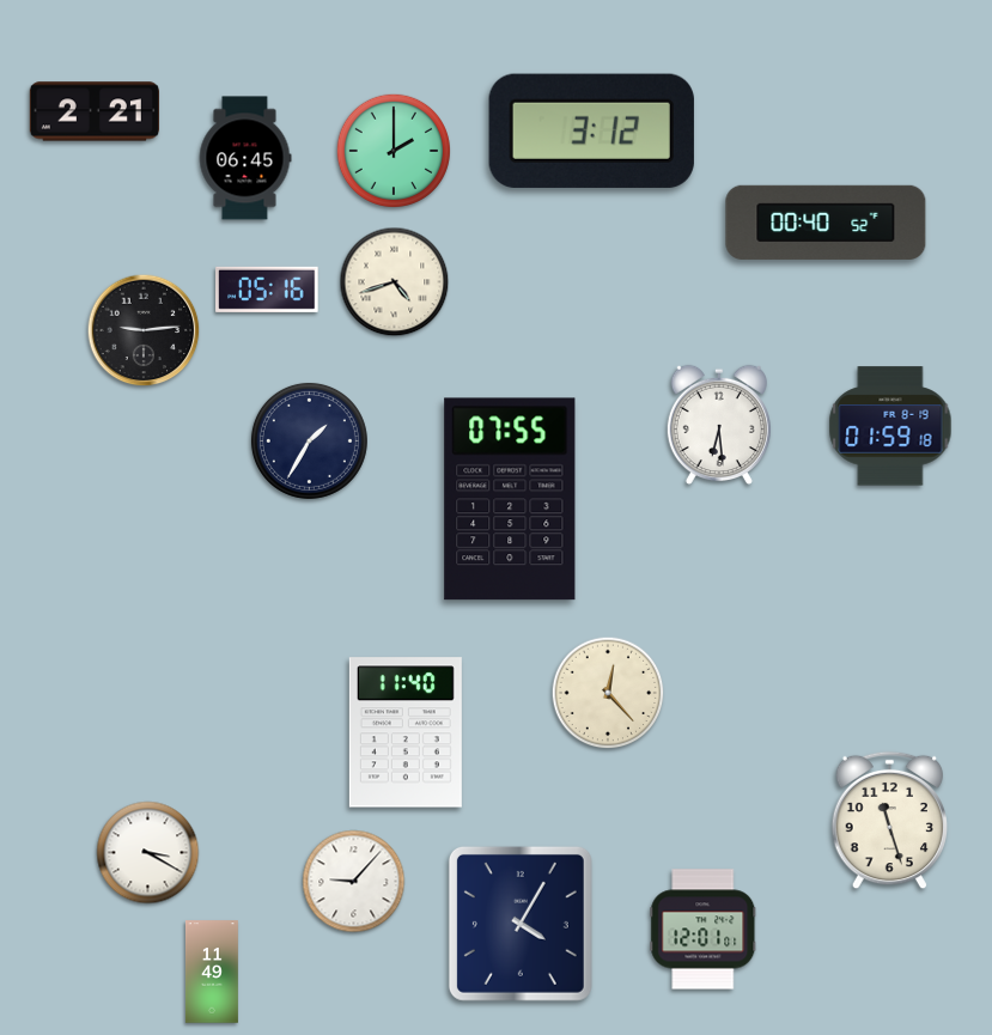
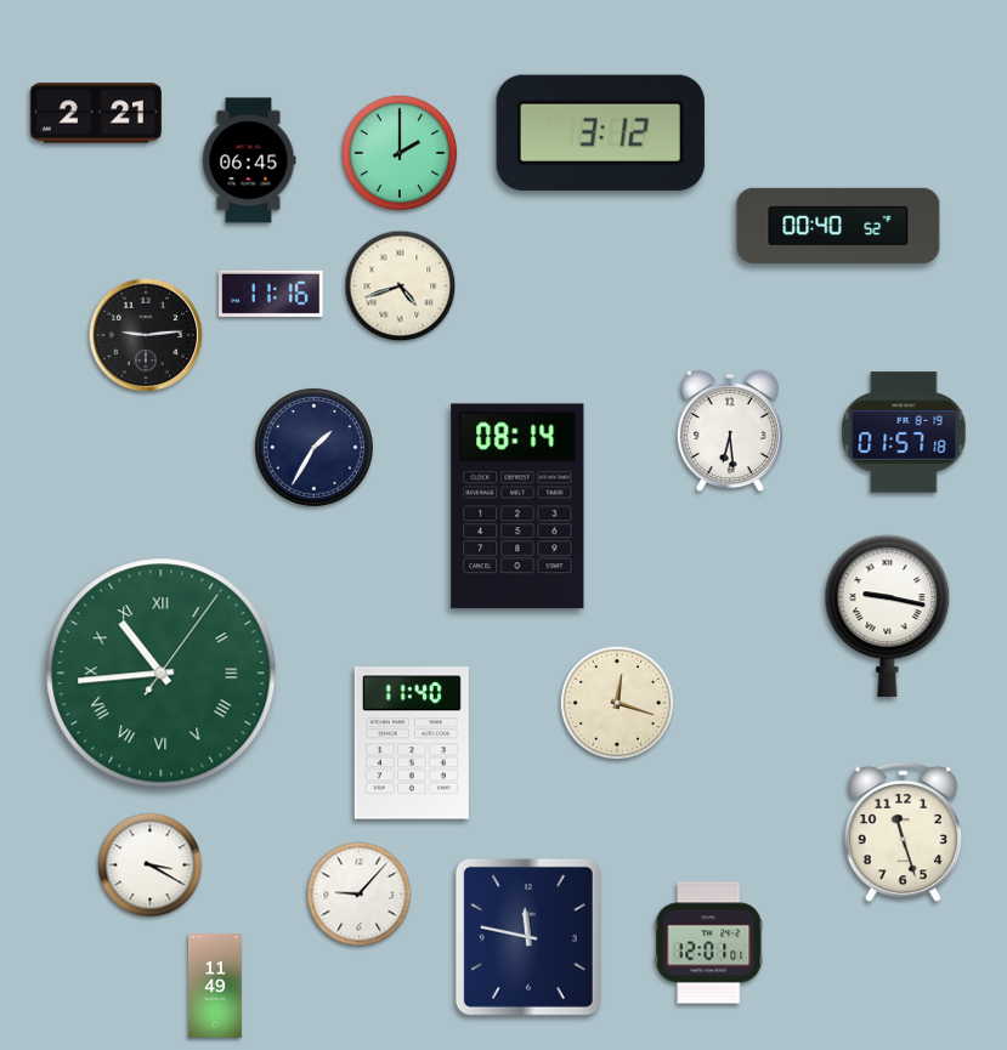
clock at (267, 290): 05:16 -> 11:16
clock at (890, 426): 01:59 -> 01:57
clock at (510, 499): 07:55 -> 08:14
clock at (888, 615): none -> 9:17
clock at (162, 674): none -> 10:44
clock at (608, 693): 12:23 -> 12:18
clock at (521, 924): 4:05 -> 11:47
clock at (704, 930) position: (704, 930) -> (709, 943)
